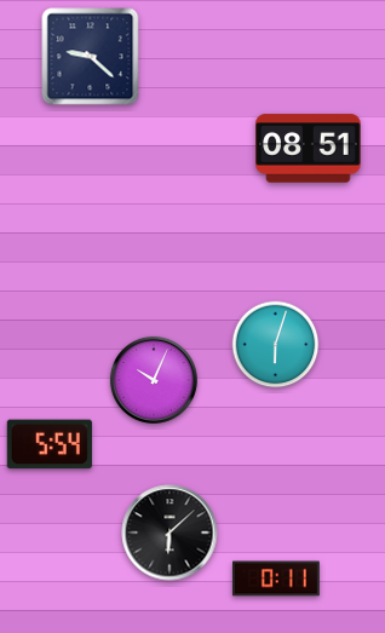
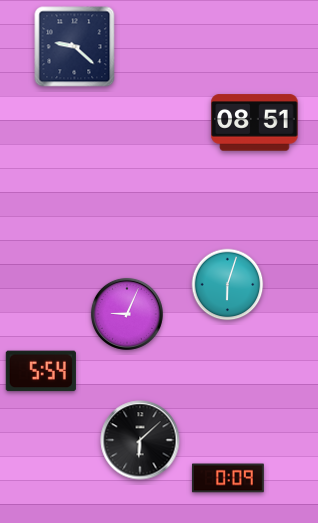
clock at (154, 380): 10:04 -> 9:04
clock at (50, 444) position: (50, 444) -> (41, 371)
clock at (276, 579): 0:11 -> 0:09
